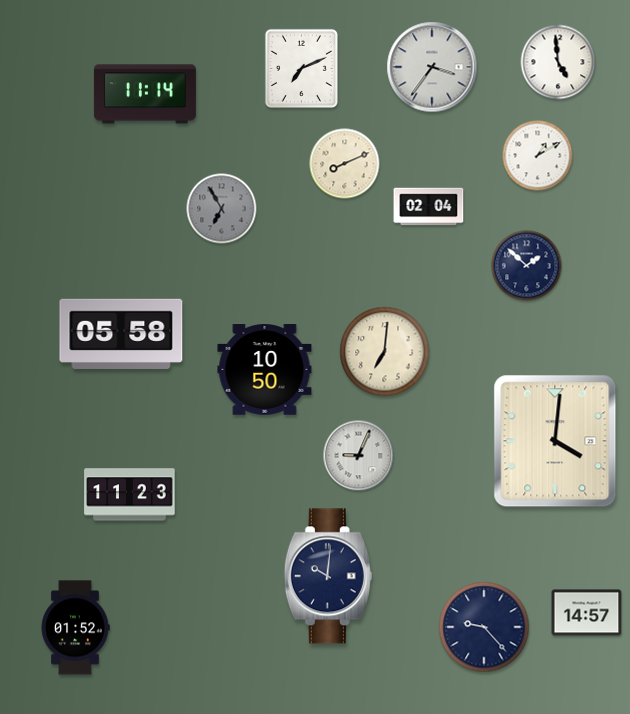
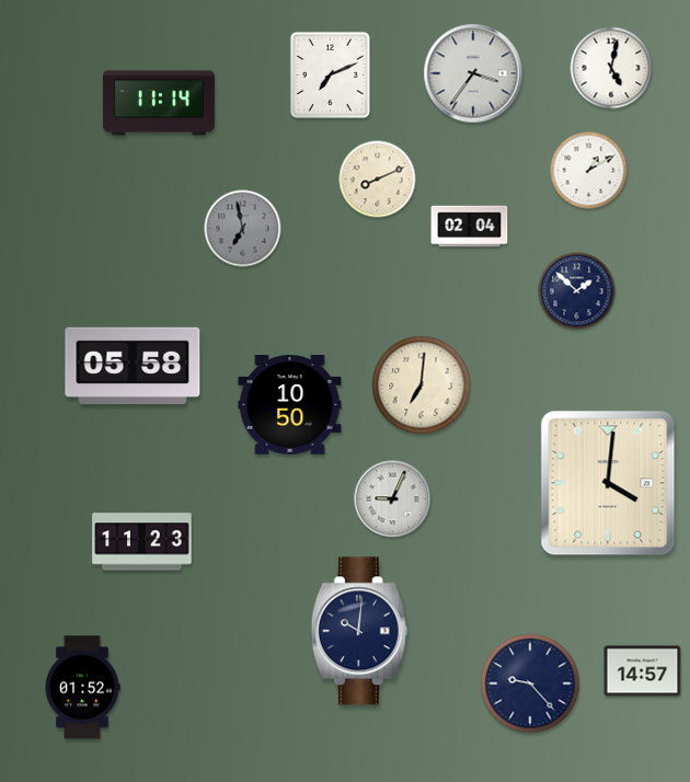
clock at (558, 62): 4:59 -> 5:02
clock at (222, 209): 6:55 -> 6:58
clock at (484, 627) position: (484, 627) -> (530, 683)
